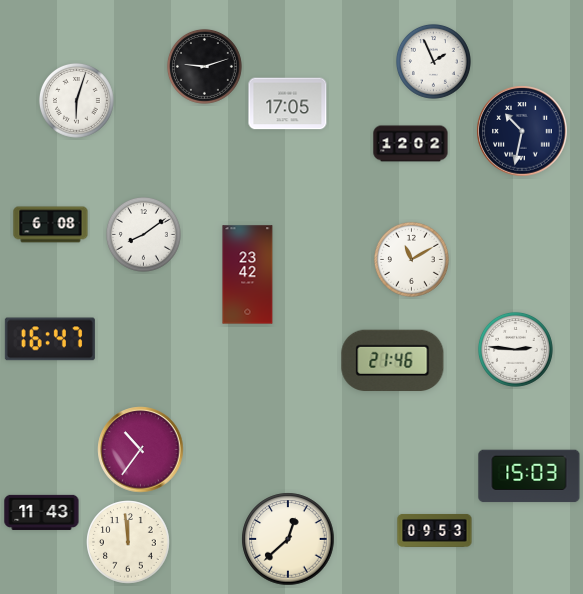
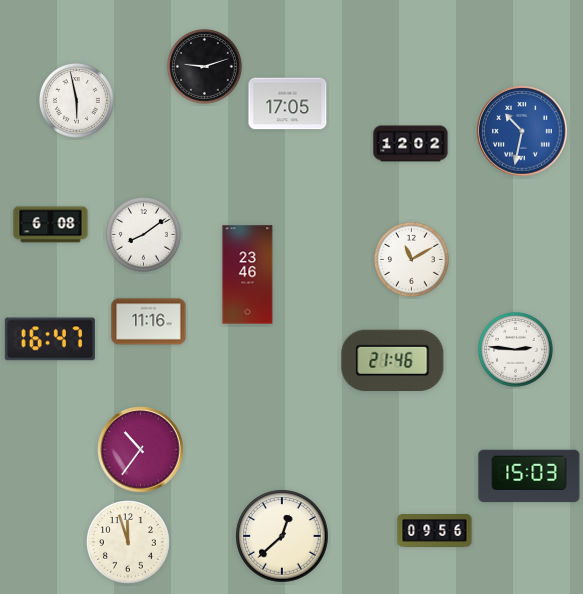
clock at (433, 61): 1:56 -> none
clock at (76, 100): 6:03 -> 5:58
clock at (522, 131) dial: navy -> blue
clock at (248, 275): 23:42 -> 23:46
clock at (149, 322): none -> 11:16
clock at (42, 512): 11:43 -> none
clock at (435, 530): 09:53 -> 09:56
clock at (288, 539) position: (288, 539) -> (282, 536)
clock at (128, 542): 11:59 -> 11:57
